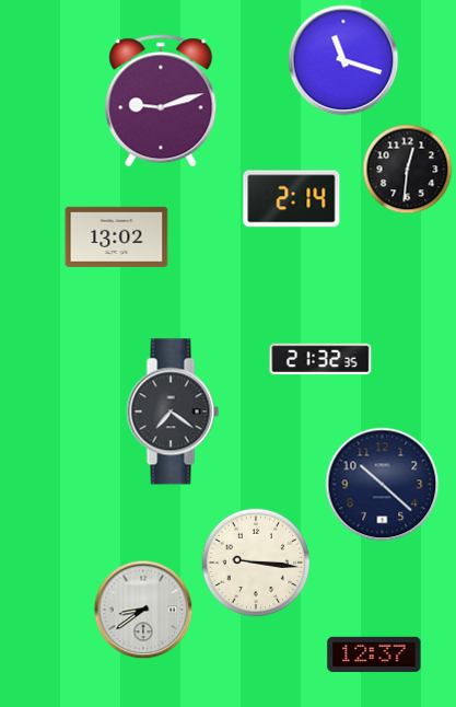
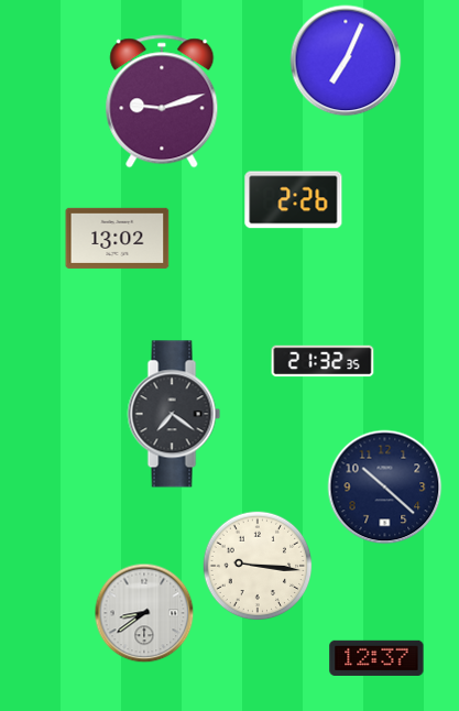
clock at (343, 60): 11:18 -> 7:04
clock at (408, 170): 12:31 -> none
clock at (292, 199): 2:14 -> 2:26
